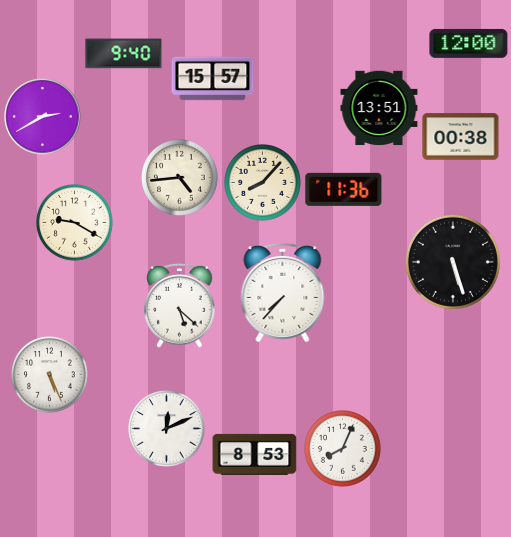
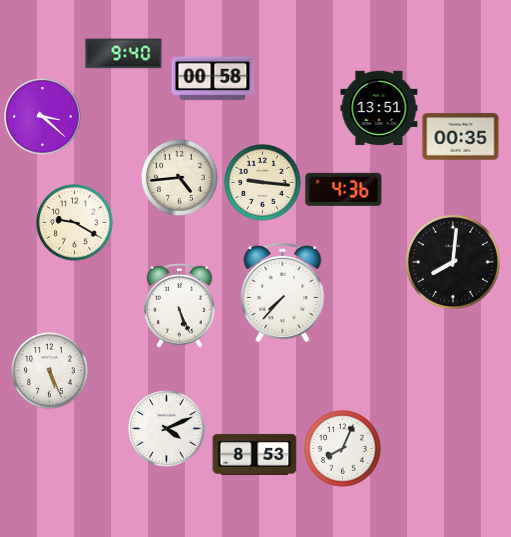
clock at (469, 43): 12:00 -> none
clock at (213, 79): 15:57 -> 00:58
clock at (43, 117): 2:40 -> 3:22
clock at (461, 137): 00:38 -> 00:35
clock at (263, 183): 8:07 -> 9:16
clock at (344, 189): 11:36 -> 4:36
clock at (453, 262): 5:27 -> 8:01
clock at (180, 305): 5:22 -> 5:26
clock at (50, 375) position: (50, 375) -> (50, 371)
clock at (167, 429): 12:11 -> 4:11
